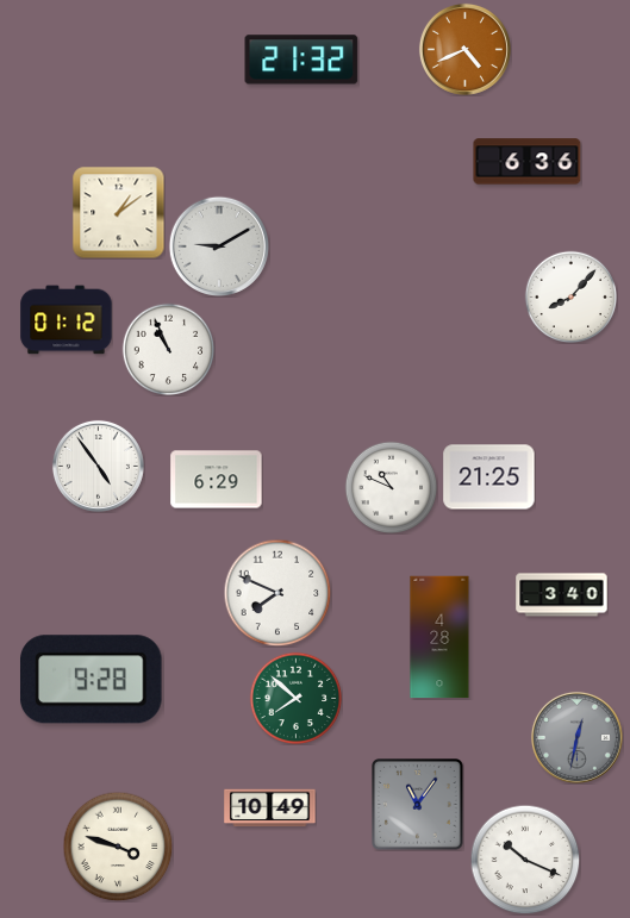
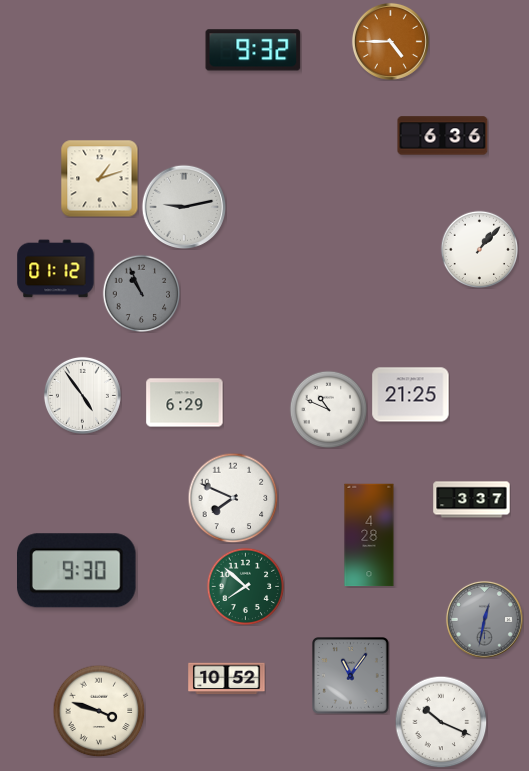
clock at (464, 49): 4:41 -> 4:45
clock at (301, 60): 21:32 -> 9:32
clock at (118, 212): 1:09 -> 1:12
clock at (219, 246): 9:10 -> 9:13
clock at (570, 296): 8:07 -> 1:07
clock at (168, 349) dial: white -> grey
clock at (98, 466) position: (98, 466) -> (82, 395)
clock at (489, 477) position: (489, 477) -> (411, 395)
clock at (217, 480) position: (217, 480) -> (185, 403)
clock at (562, 595): 3:40 -> 3:37
clock at (92, 680): 9:28 -> 9:30
clock at (295, 698) position: (295, 698) -> (245, 586)
clock at (270, 808): 10:49 -> 10:52
